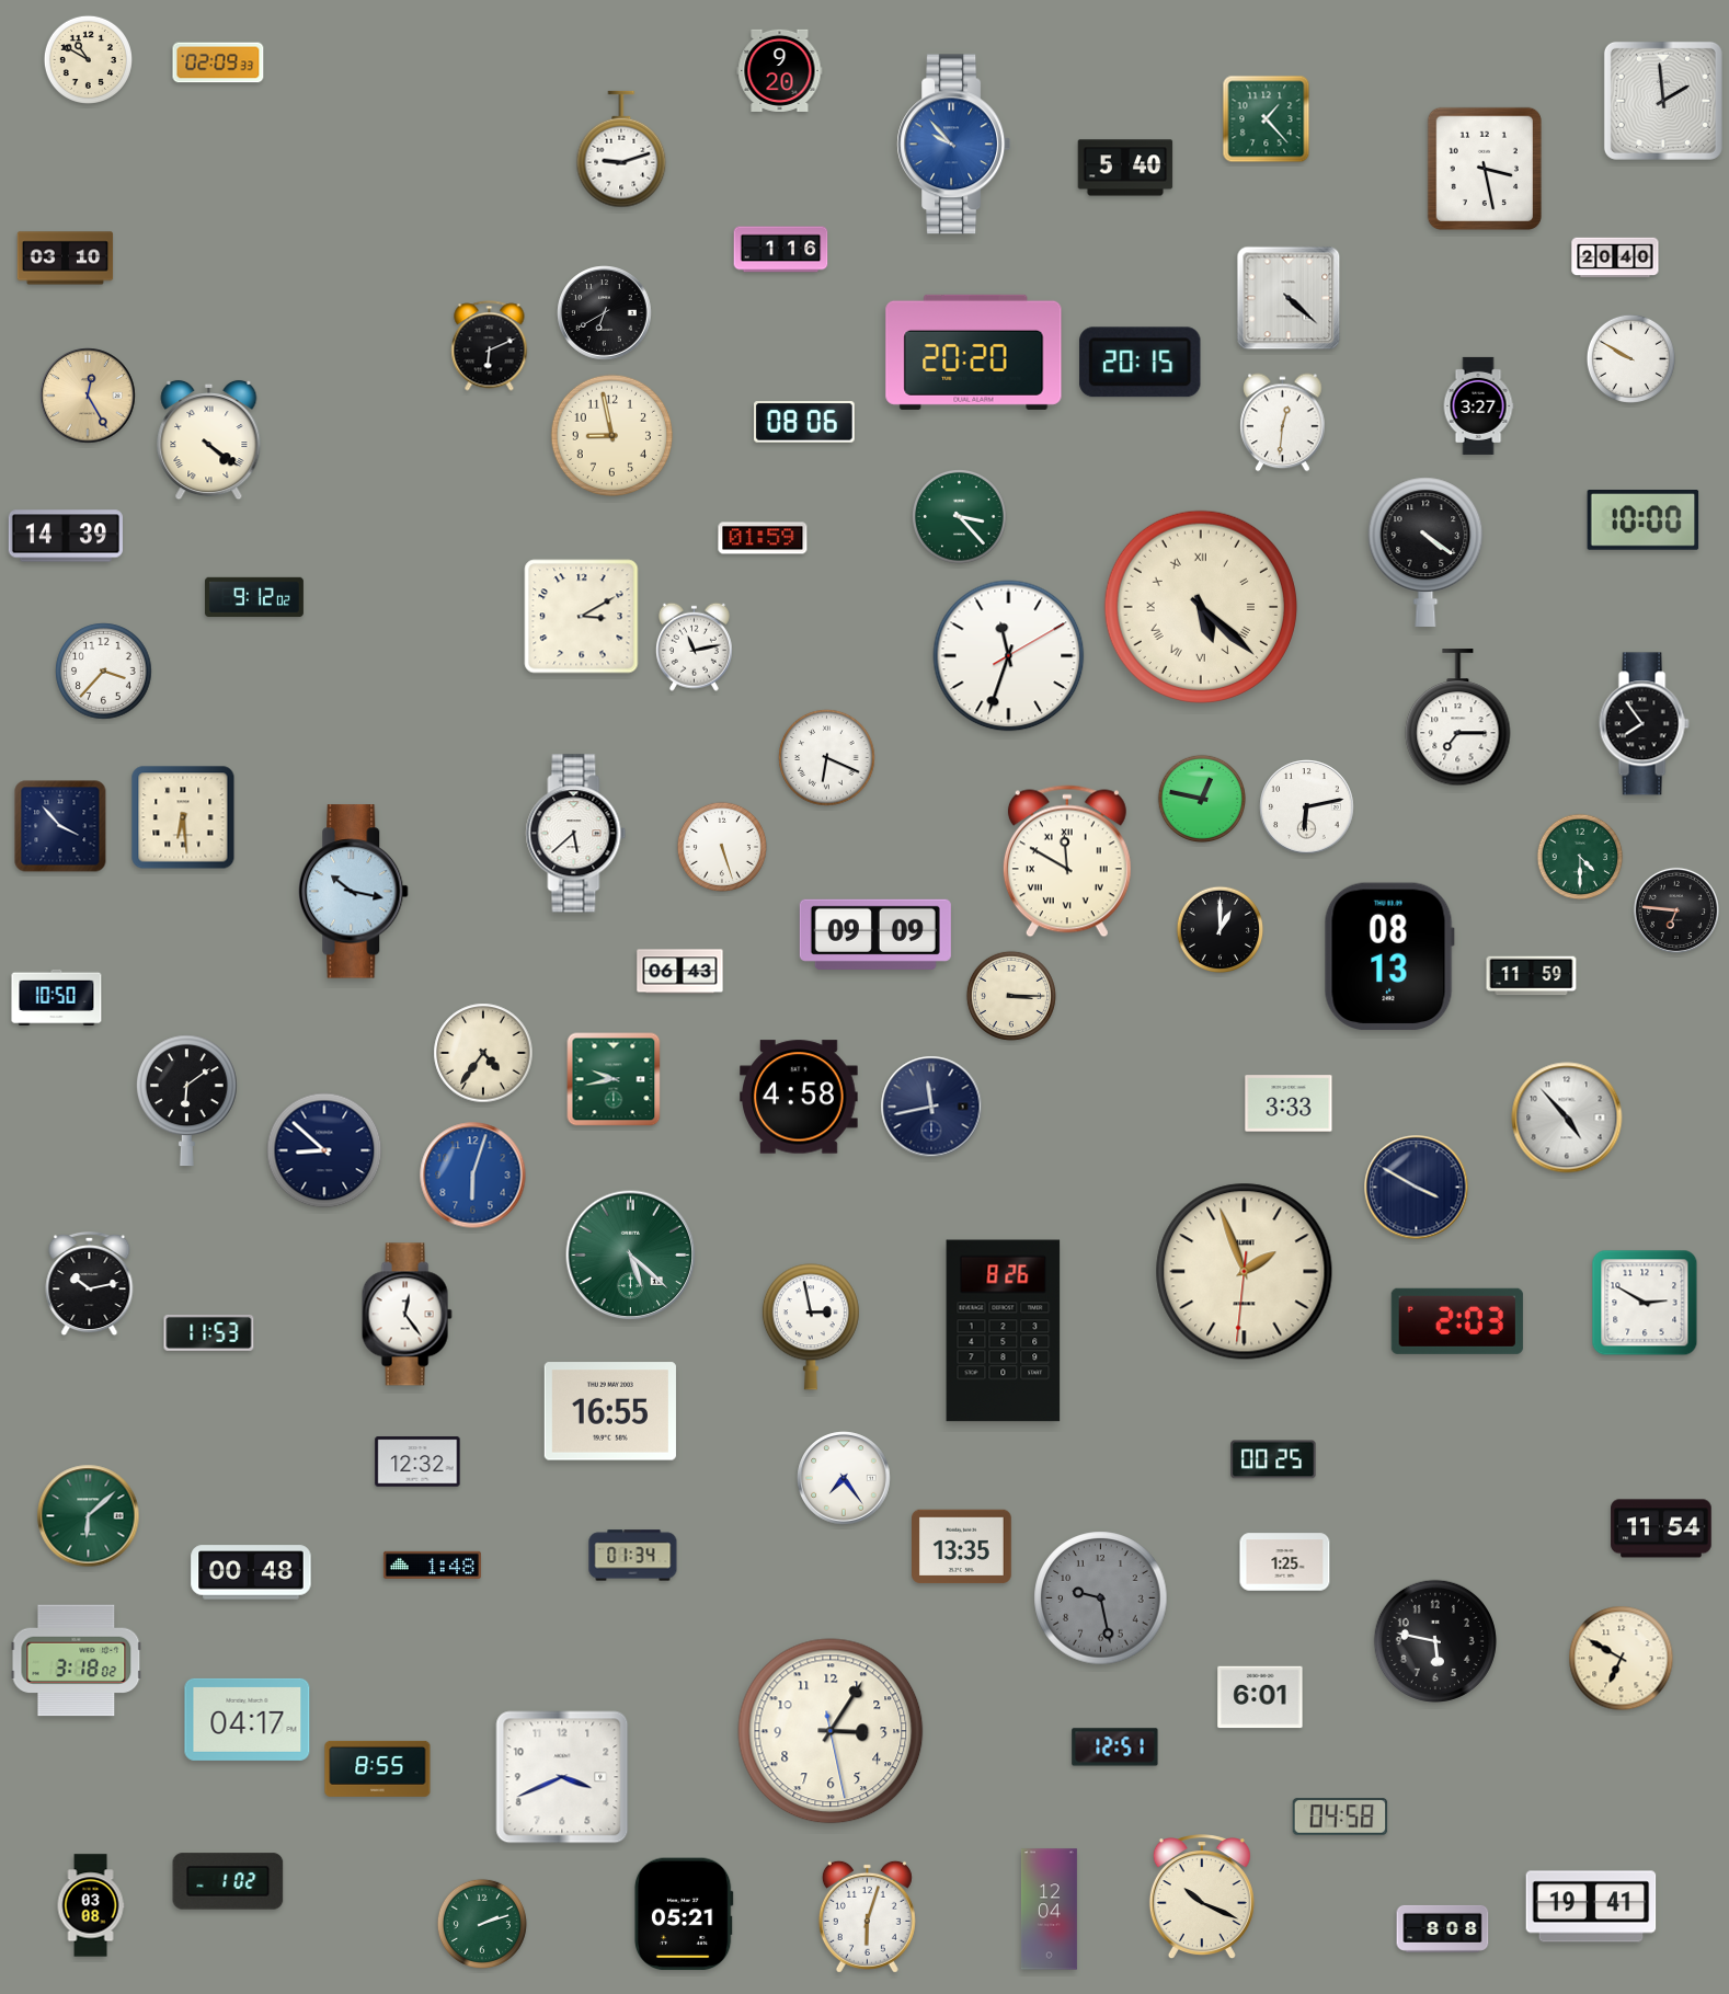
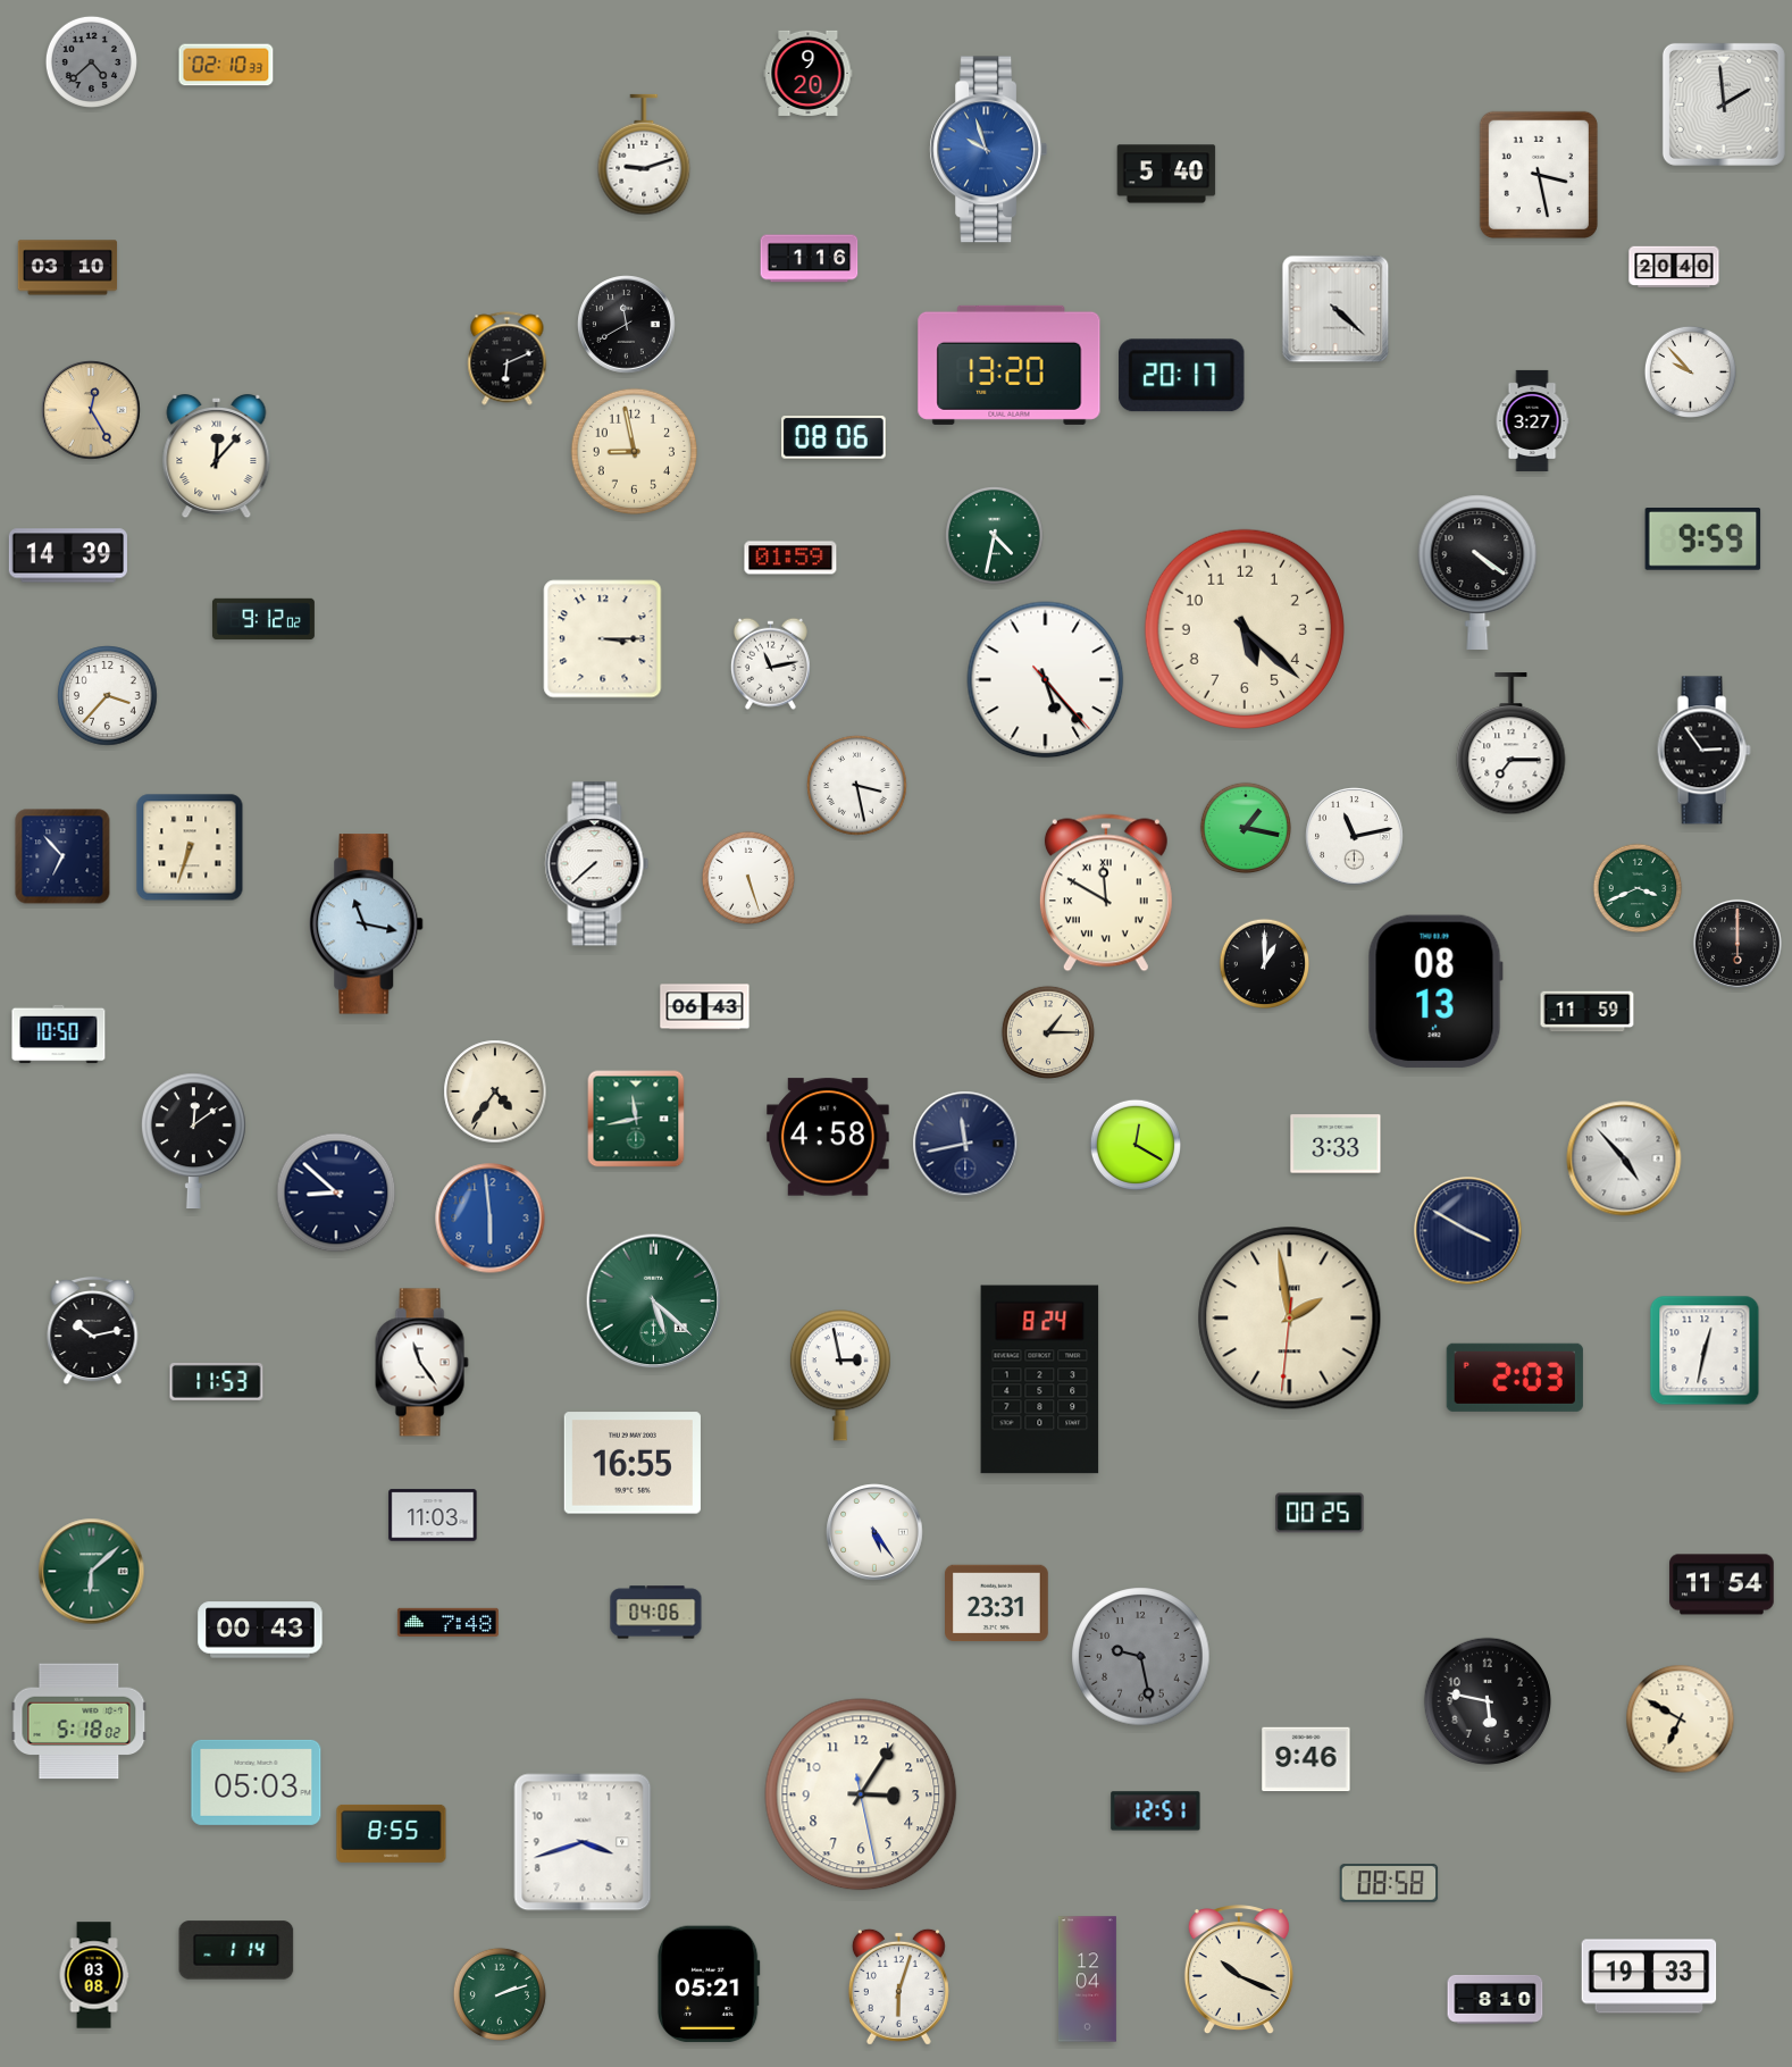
clock at (88, 59): 10:50 -> 4:38
clock at (88, 59) dial: cream -> grey
clock at (218, 62): 02:09 -> 02:10
clock at (1267, 119): 1:23 -> none
clock at (954, 145): 9:53 -> 9:57
clock at (605, 313): 6:40 -> 11:40
clock at (974, 352): 20:20 -> 13:20
clock at (1630, 358): 9:50 -> 9:53
clock at (1141, 363): 20:15 -> 20:17
clock at (1283, 423): 12:31 -> none
clock at (209, 440): 4:21 -> 12:07
clock at (960, 517): 3:23 -> 4:32
clock at (1644, 520): 10:00 -> 9:59
clock at (1201, 607) numerals: Roman -> Arabic
clock at (582, 617): 3:10 -> 3:15
clock at (694, 646) position: (694, 646) -> (770, 663)
clock at (1009, 656): 11:33 -> 5:23
clock at (1644, 724): 7:54 -> 2:54
clock at (827, 758): 6:19 -> 3:28
clock at (1201, 798): 12:47 -> 1:17
clock at (1307, 807): 6:13 -> 11:13
clock at (183, 817): 6:29 -> 6:33
clock at (60, 826): 3:53 -> 6:53
clock at (576, 834): 5:38 -> 7:38
clock at (1580, 857): 4:30 -> 3:41
clock at (354, 892): 10:17 -> 11:17
clock at (1676, 910): 6:46 -> 6:00
clock at (875, 935): 09:09 -> none
clock at (1389, 956) position: (1389, 956) -> (1435, 991)
clock at (1011, 996): 3:15 -> 1:15
clock at (483, 1053) position: (483, 1053) -> (495, 1091)
clock at (614, 1079): 9:43 -> 11:43
clock at (186, 1101): 6:09 -> 12:09
clock at (1134, 1144): none -> 12:20
clock at (931, 1107) position: (931, 1107) -> (965, 1144)
clock at (473, 1176): 6:03 -> 5:59
clock at (1245, 1272): 1:56 -> 1:58
clock at (1645, 1303): 2:50 -> 12:32
clock at (407, 1315): 12:24 -> 11:24
clock at (1457, 1321) position: (1457, 1321) -> (1515, 1378)
clock at (1004, 1331): 8:26 -> 8:24
clock at (417, 1462): 12:32 -> 11:03
clock at (844, 1478): 7:24 -> 5:24
clock at (962, 1547): 13:35 -> 23:31
clock at (633, 1556): 01:34 -> 04:06
clock at (1285, 1562): 1:25 -> none
clock at (432, 1565): 1:48 -> 7:48
clock at (251, 1572): 00:48 -> 00:43
clock at (77, 1661): 3:18 -> 5:18
clock at (1260, 1697): 6:01 -> 9:46
clock at (248, 1719): 04:17 -> 05:03
clock at (562, 1777): 3:41 -> 3:42
clock at (1340, 1817): 04:58 -> 08:58
clock at (228, 1881): 1:02 -> 1:14
clock at (1202, 1898) position: (1202, 1898) -> (1239, 1970)
clock at (1591, 1906): 19:41 -> 19:33
clock at (1443, 1928): 8:08 -> 8:10
